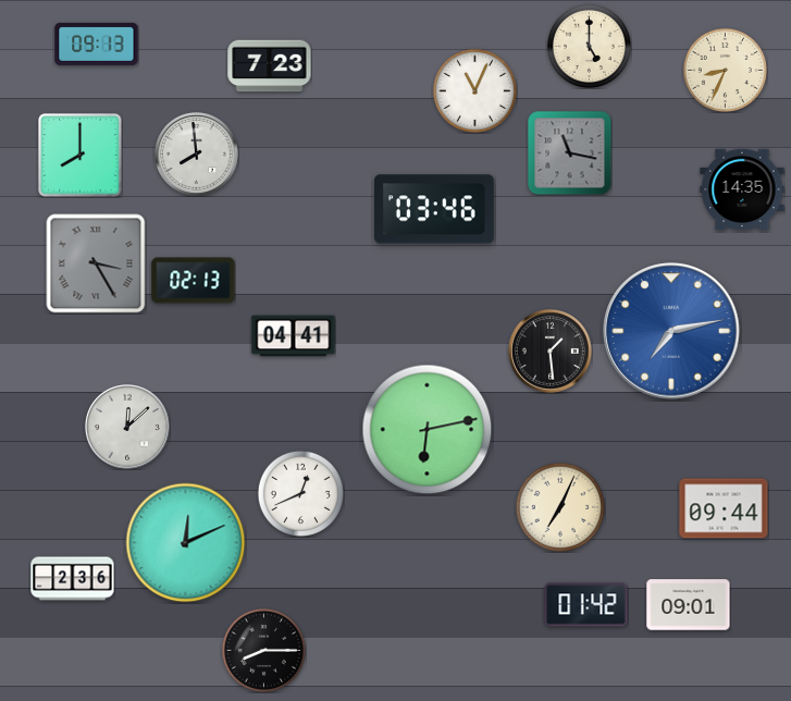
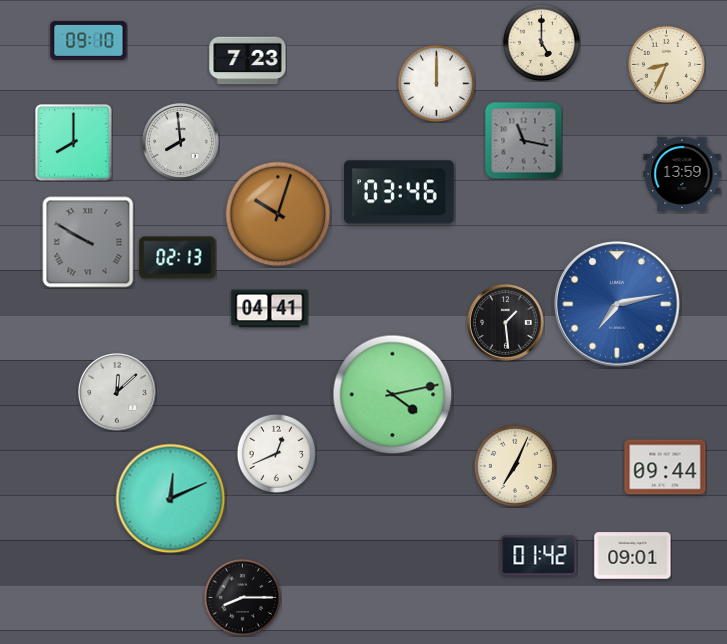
clock at (97, 44): 09:13 -> 09:10
clock at (474, 90): 11:04 -> 12:00
clock at (742, 189): 14:35 -> 13:59
clock at (278, 214): none -> 10:03
clock at (96, 263): 3:25 -> 9:50
clock at (428, 430): 6:13 -> 4:13
clock at (73, 579): 2:36 -> none
